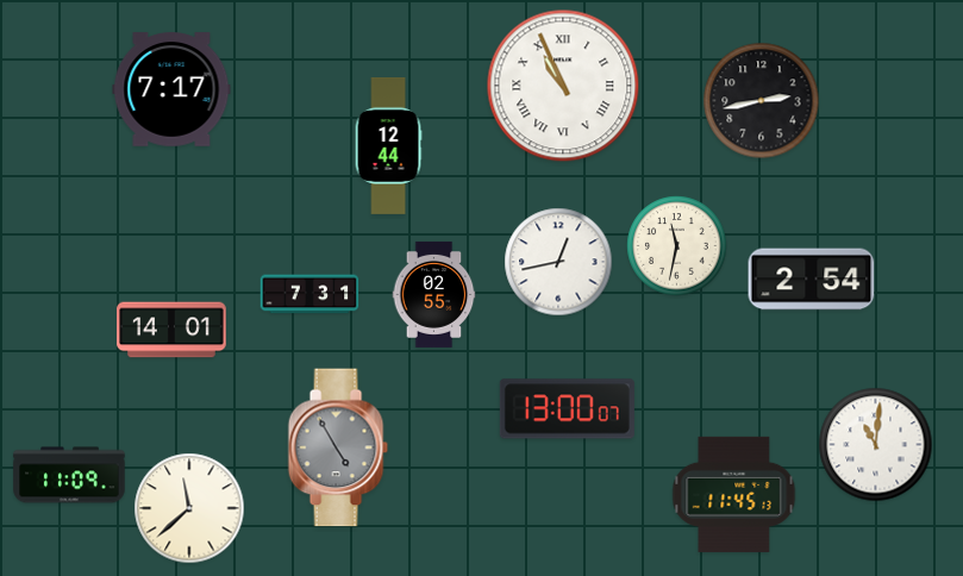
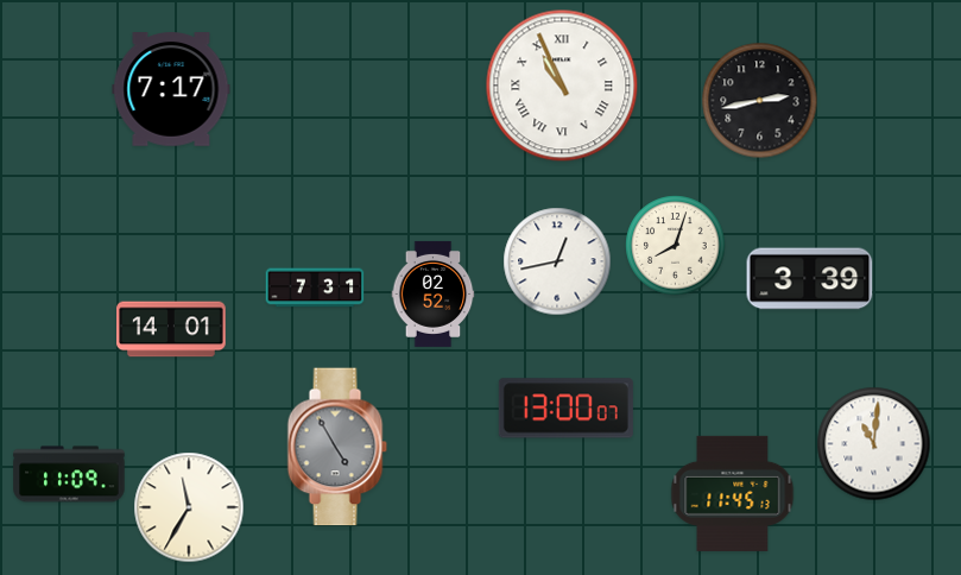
clock at (388, 145): 12:44 -> none
clock at (677, 246): 11:32 -> 8:03
clock at (812, 280): 2:54 -> 3:39
clock at (309, 294) position: (309, 294) -> (315, 287)
clock at (434, 294): 02:55 -> 02:52
clock at (189, 508): 11:38 -> 11:35
